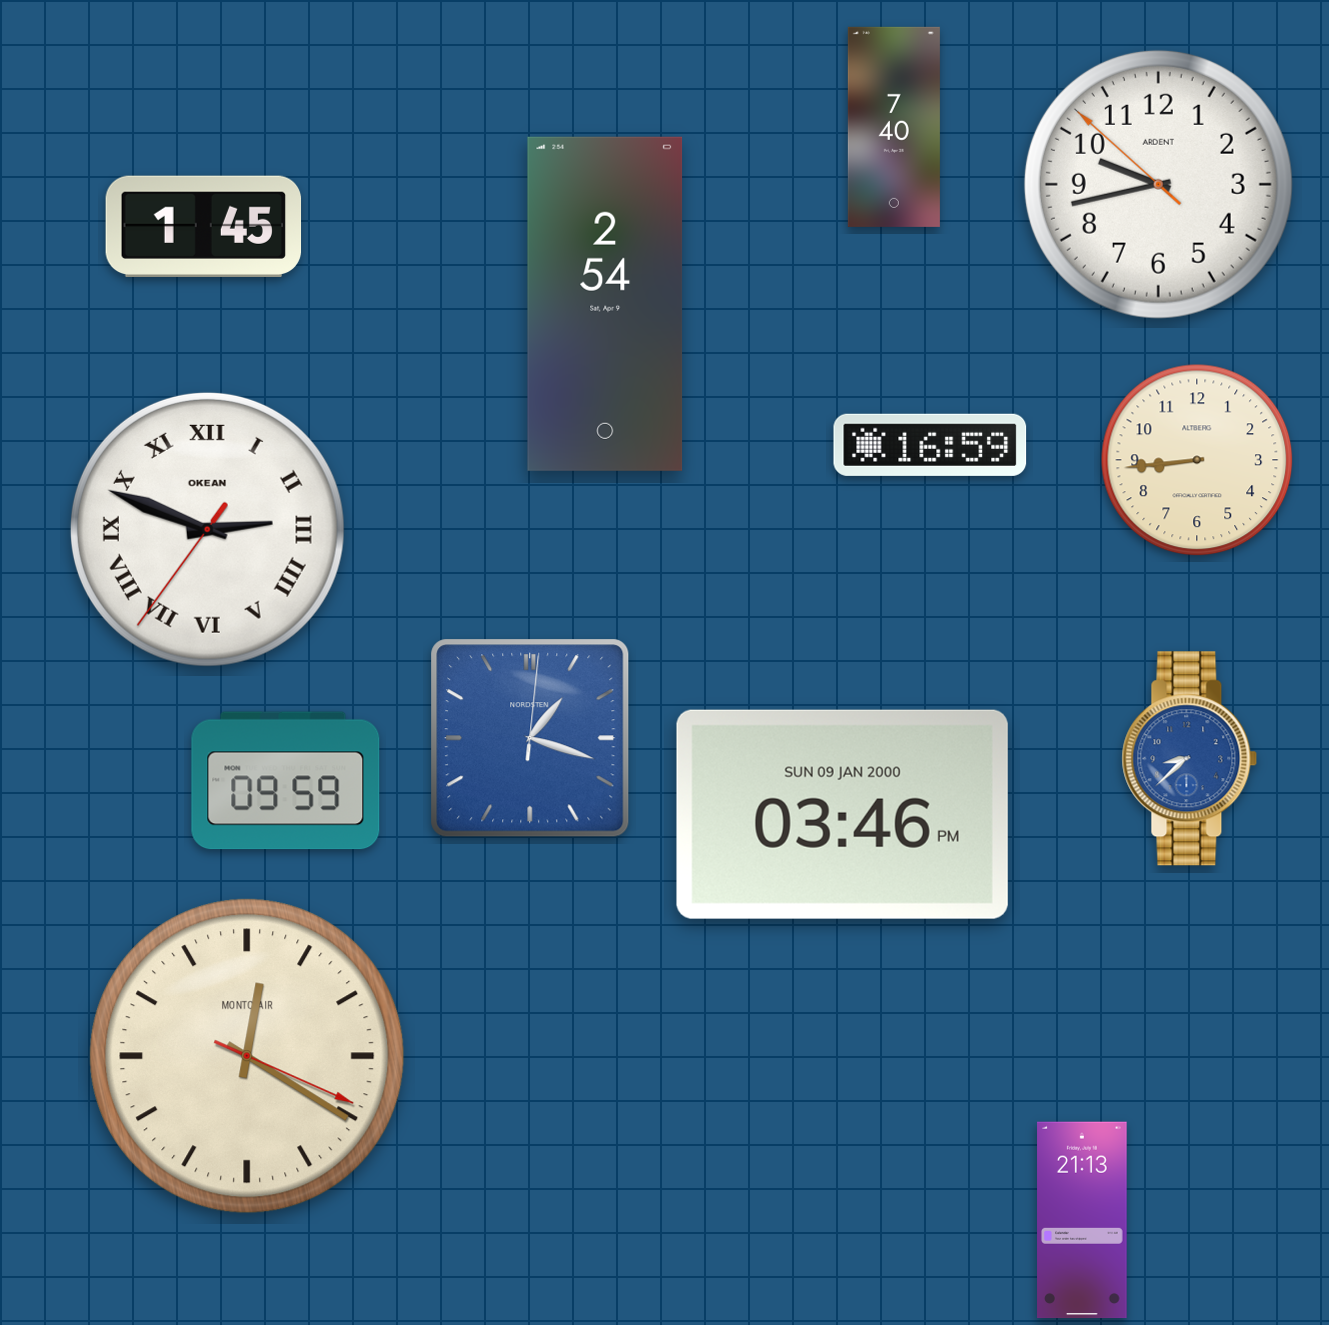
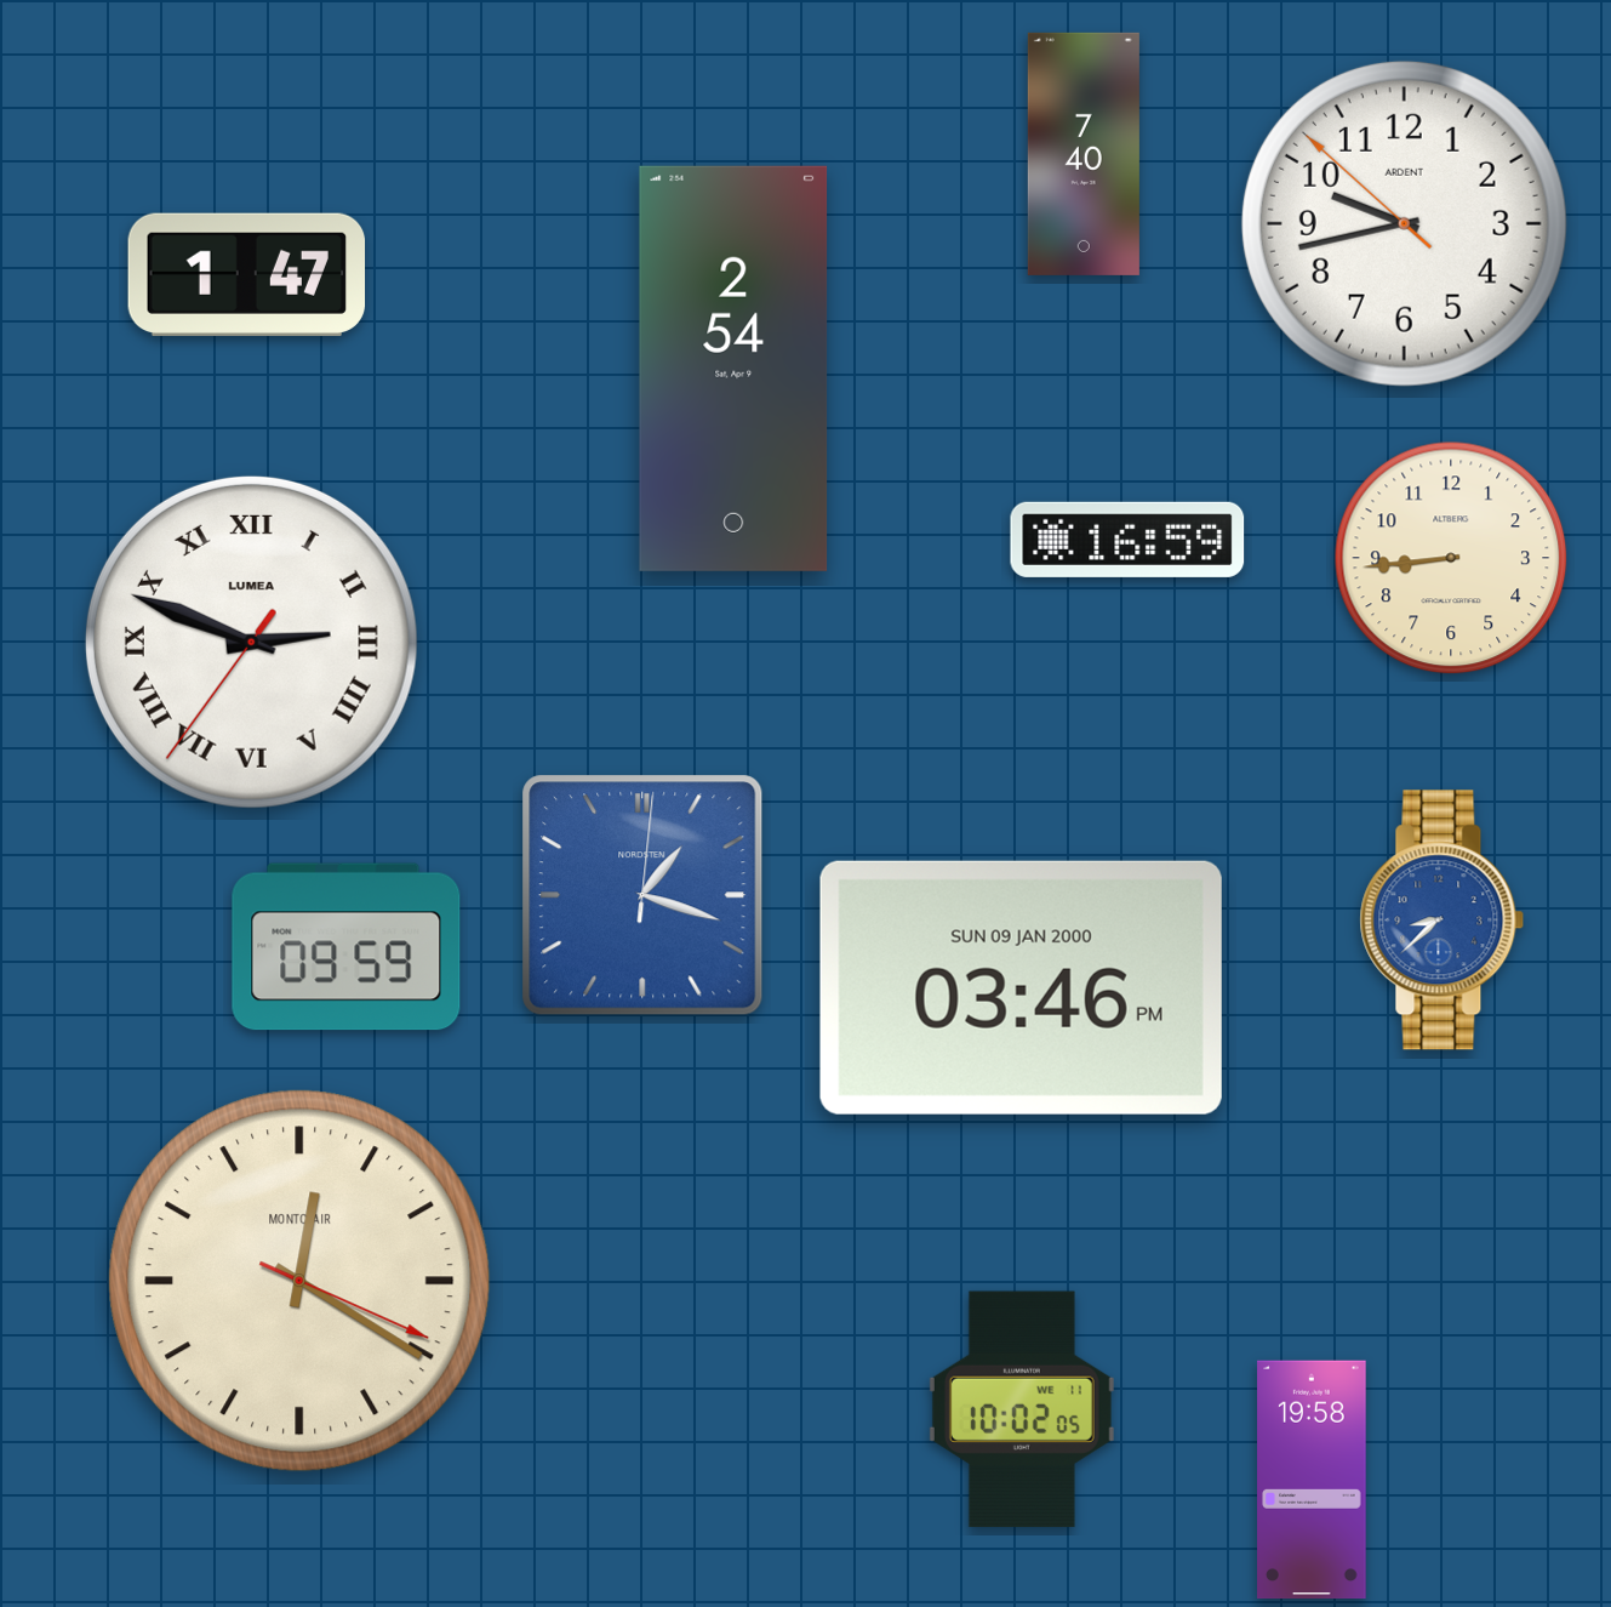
clock at (204, 226): 1:45 -> 1:47
clock at (207, 529) brand: OKEAN -> LUMEA
clock at (1022, 1409): none -> 10:02
clock at (1082, 1220): 21:13 -> 19:58
